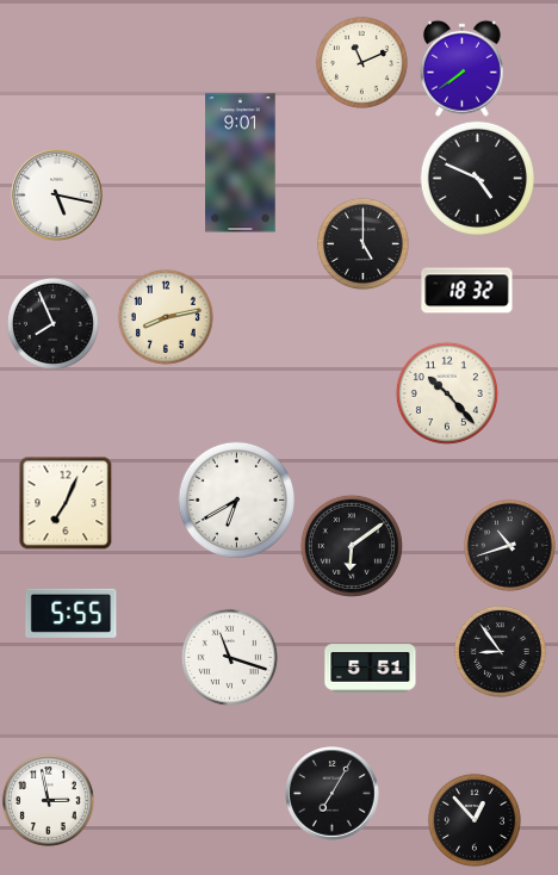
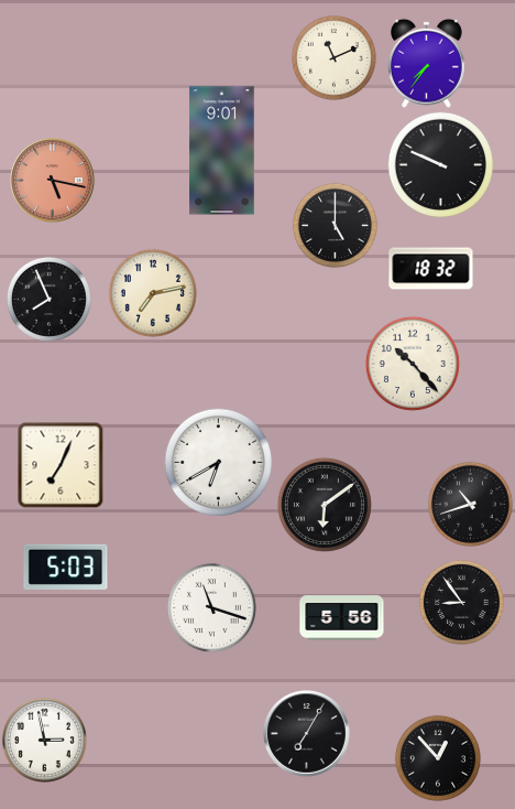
clock at (461, 68): 7:39 -> 7:36
clock at (477, 178): 4:49 -> 9:49
clock at (57, 196) dial: white -> salmon
clock at (166, 317): 8:13 -> 7:13
clock at (72, 613): 5:55 -> 5:03
clock at (371, 669): 5:51 -> 5:56
